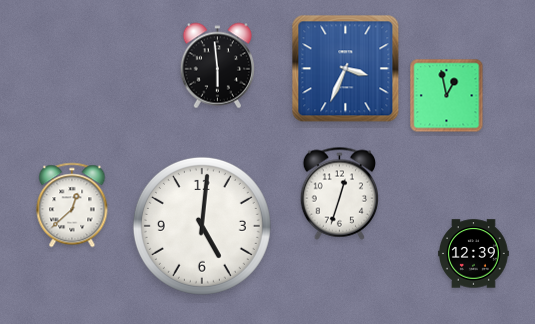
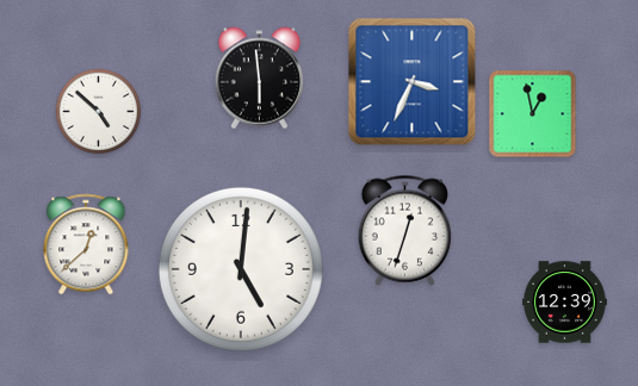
clock at (99, 112): none -> 4:52
